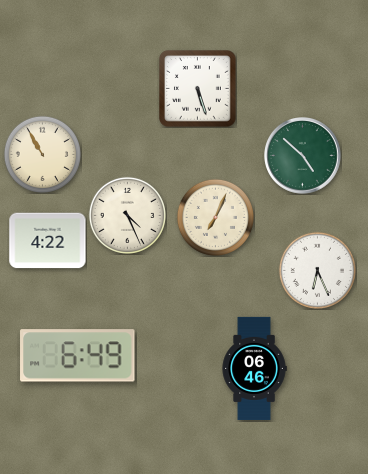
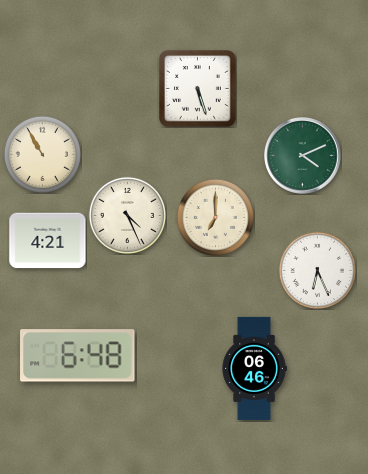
clock at (303, 156): 4:52 -> 4:11
clock at (215, 217): 7:04 -> 7:00
clock at (48, 241): 4:22 -> 4:21
clock at (78, 356): 6:49 -> 6:48
